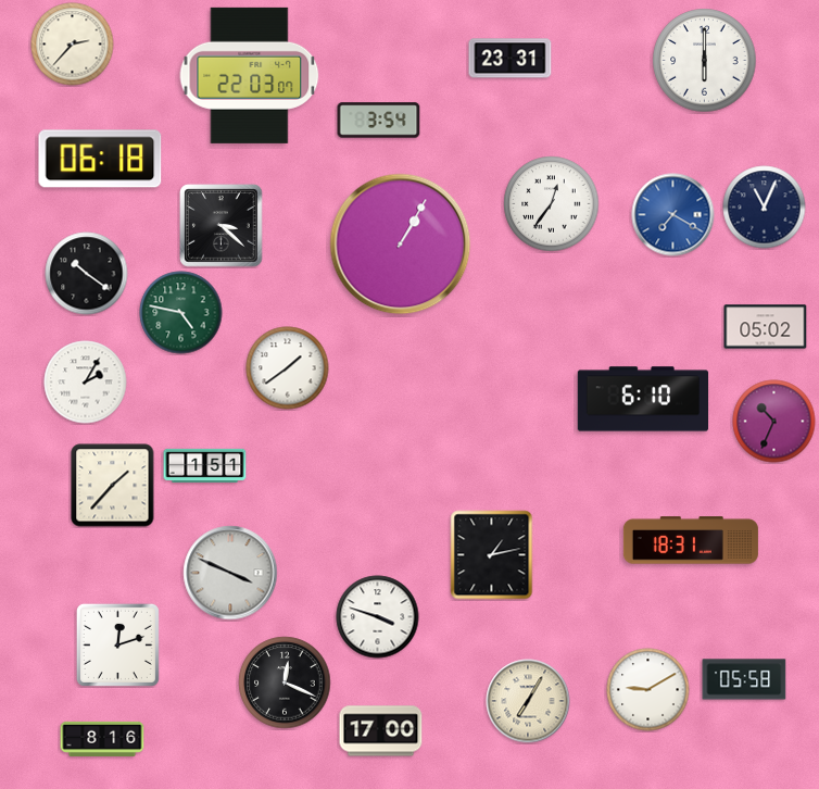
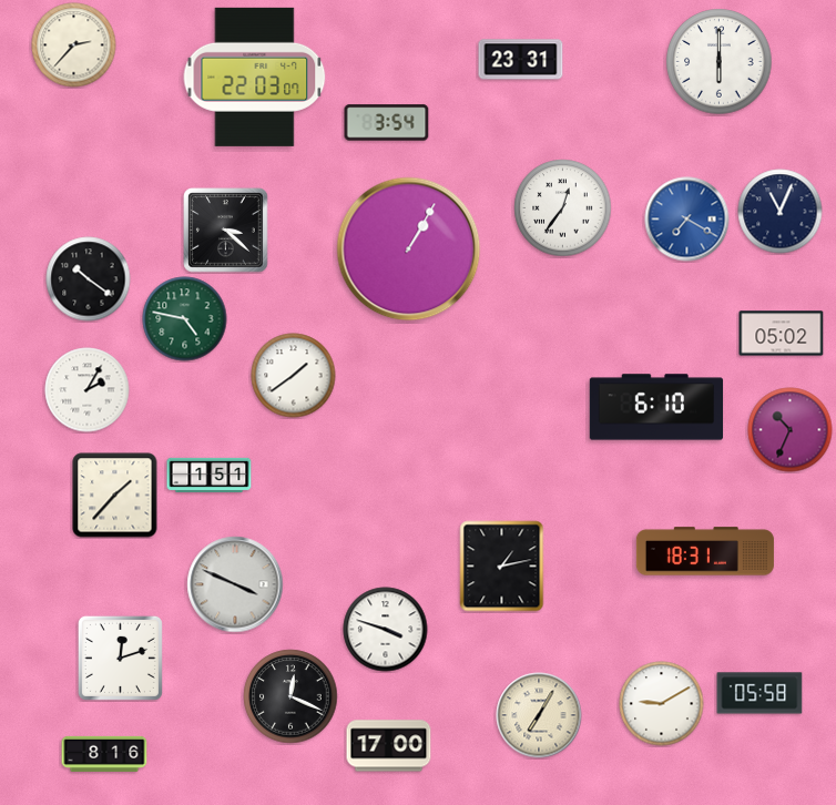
clock at (100, 159): 06:18 -> none
